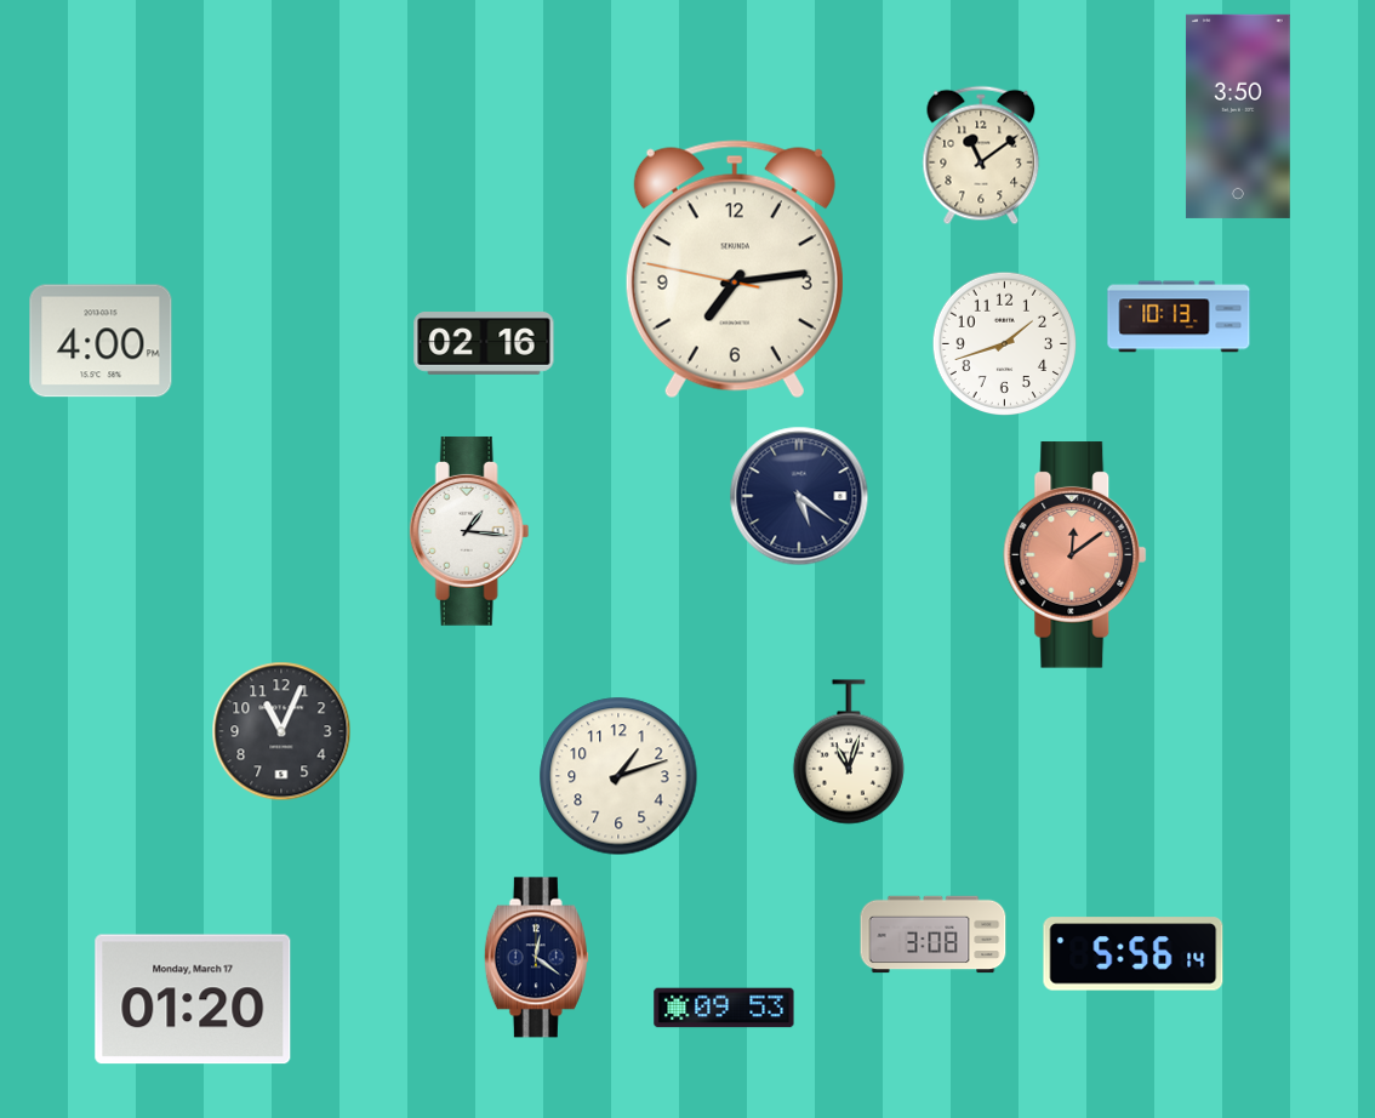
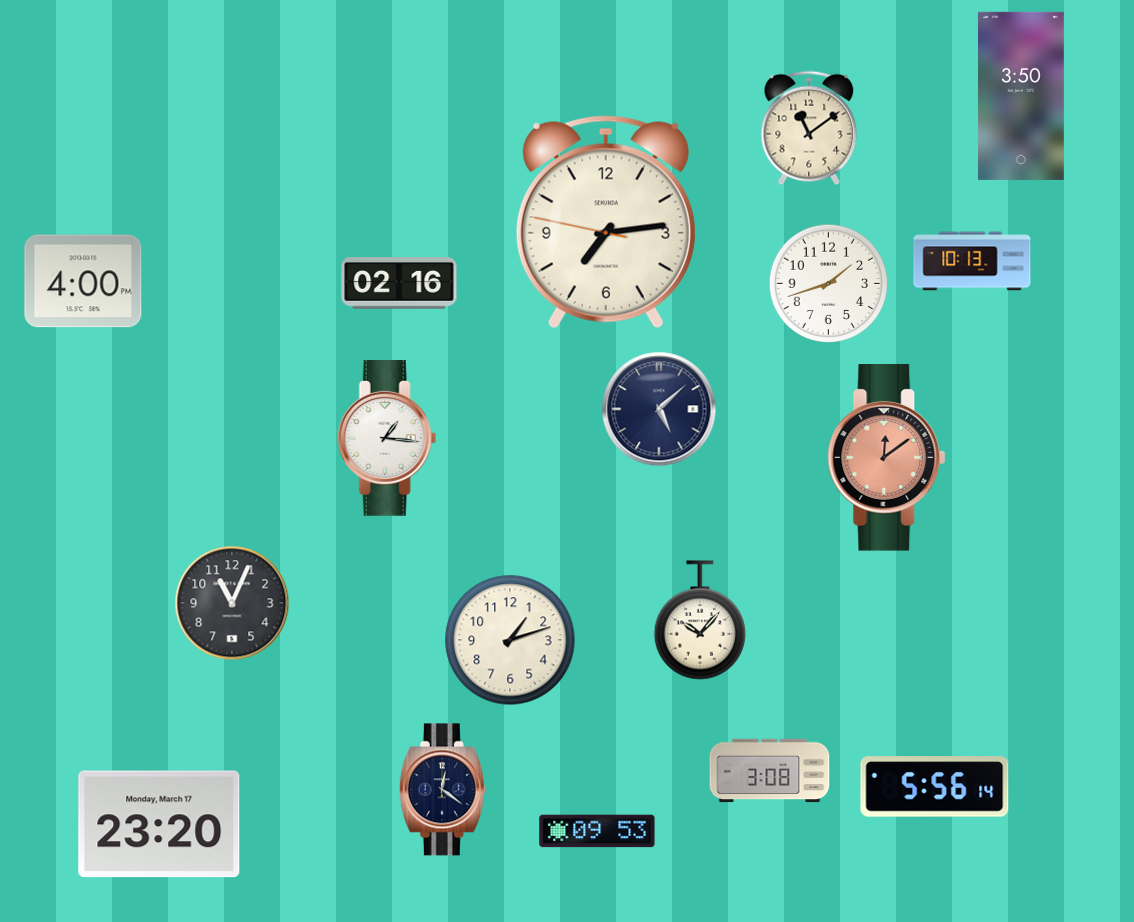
clock at (799, 496): 5:21 -> 5:08
clock at (849, 752): 11:03 -> 10:07
clock at (193, 999): 01:20 -> 23:20
